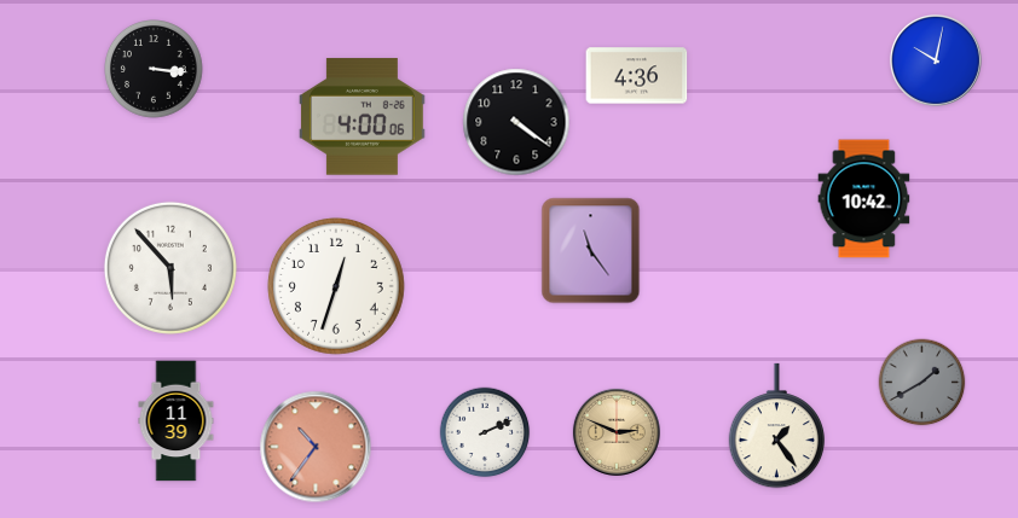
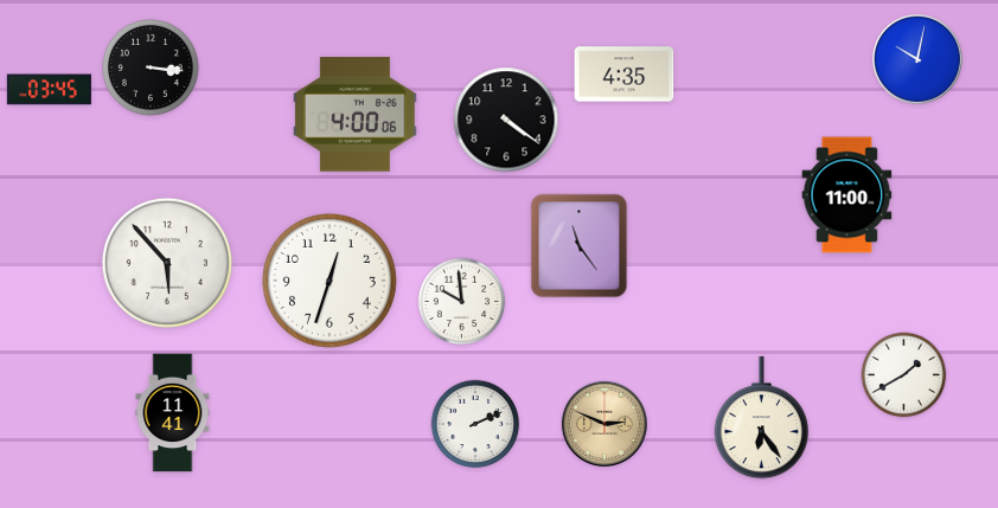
clock at (637, 76): 4:36 -> 4:35
clock at (49, 90): none -> 03:45
clock at (864, 199): 10:42 -> 11:00
clock at (462, 302): none -> 9:59
clock at (922, 383) dial: grey -> white
clock at (177, 421): 11:39 -> 11:41
clock at (777, 426): 1:24 -> 6:24
clock at (316, 447): 10:36 -> none
